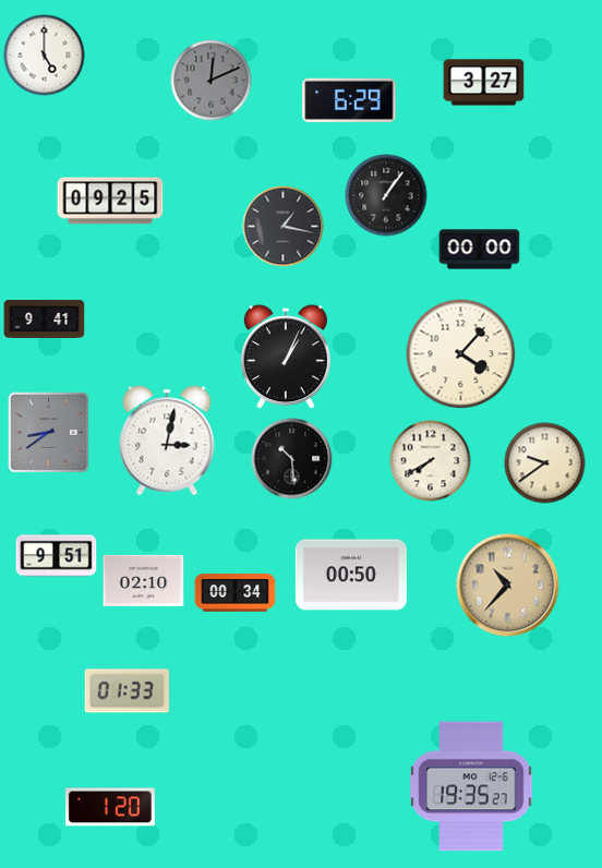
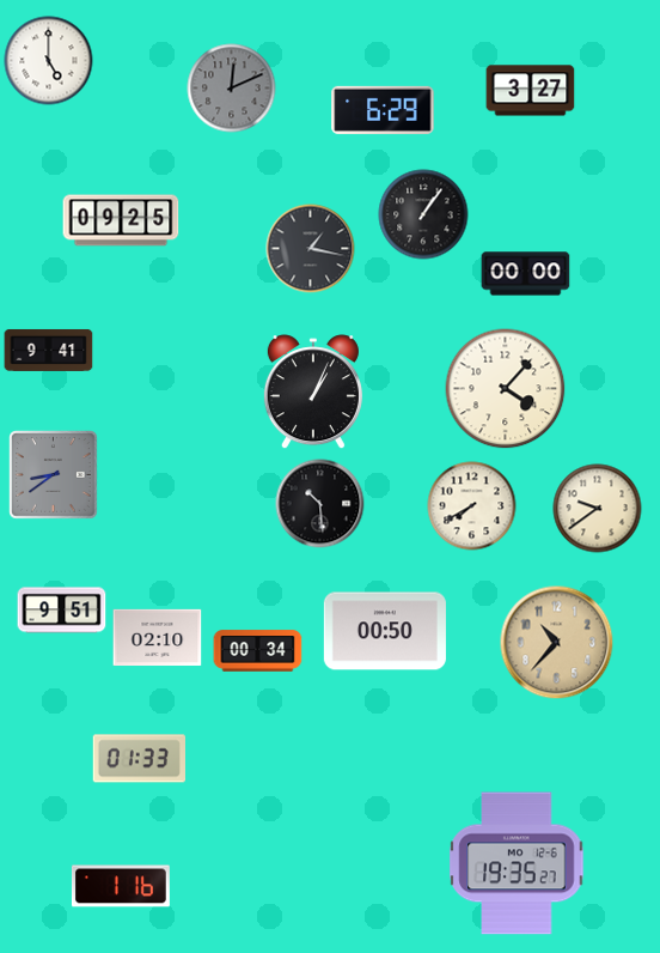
clock at (167, 441): 3:02 -> none
clock at (110, 807): 1:20 -> 1:16
